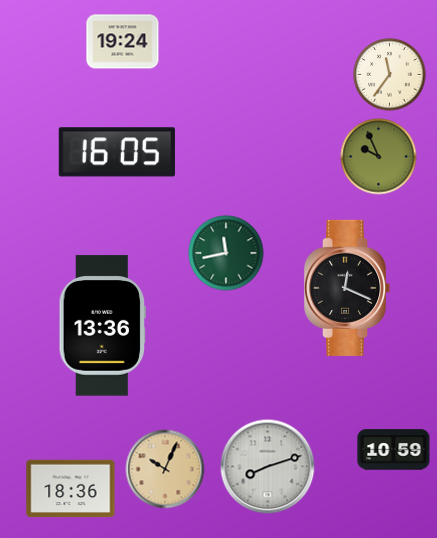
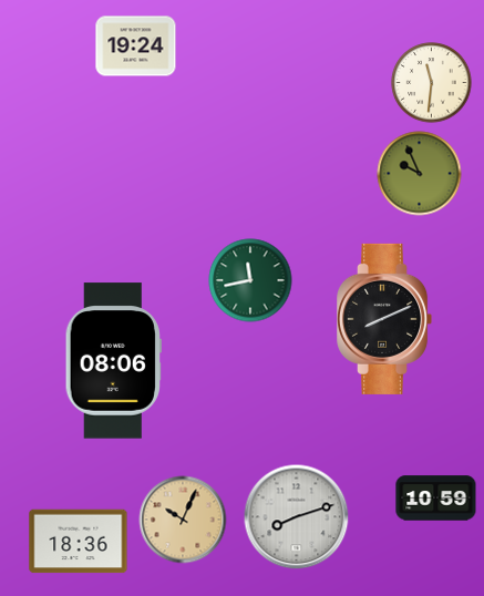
clock at (390, 75): 11:36 -> 11:31
clock at (117, 152): 16:05 -> none
clock at (348, 288): 12:19 -> 8:11
clock at (102, 326): 13:36 -> 08:06
